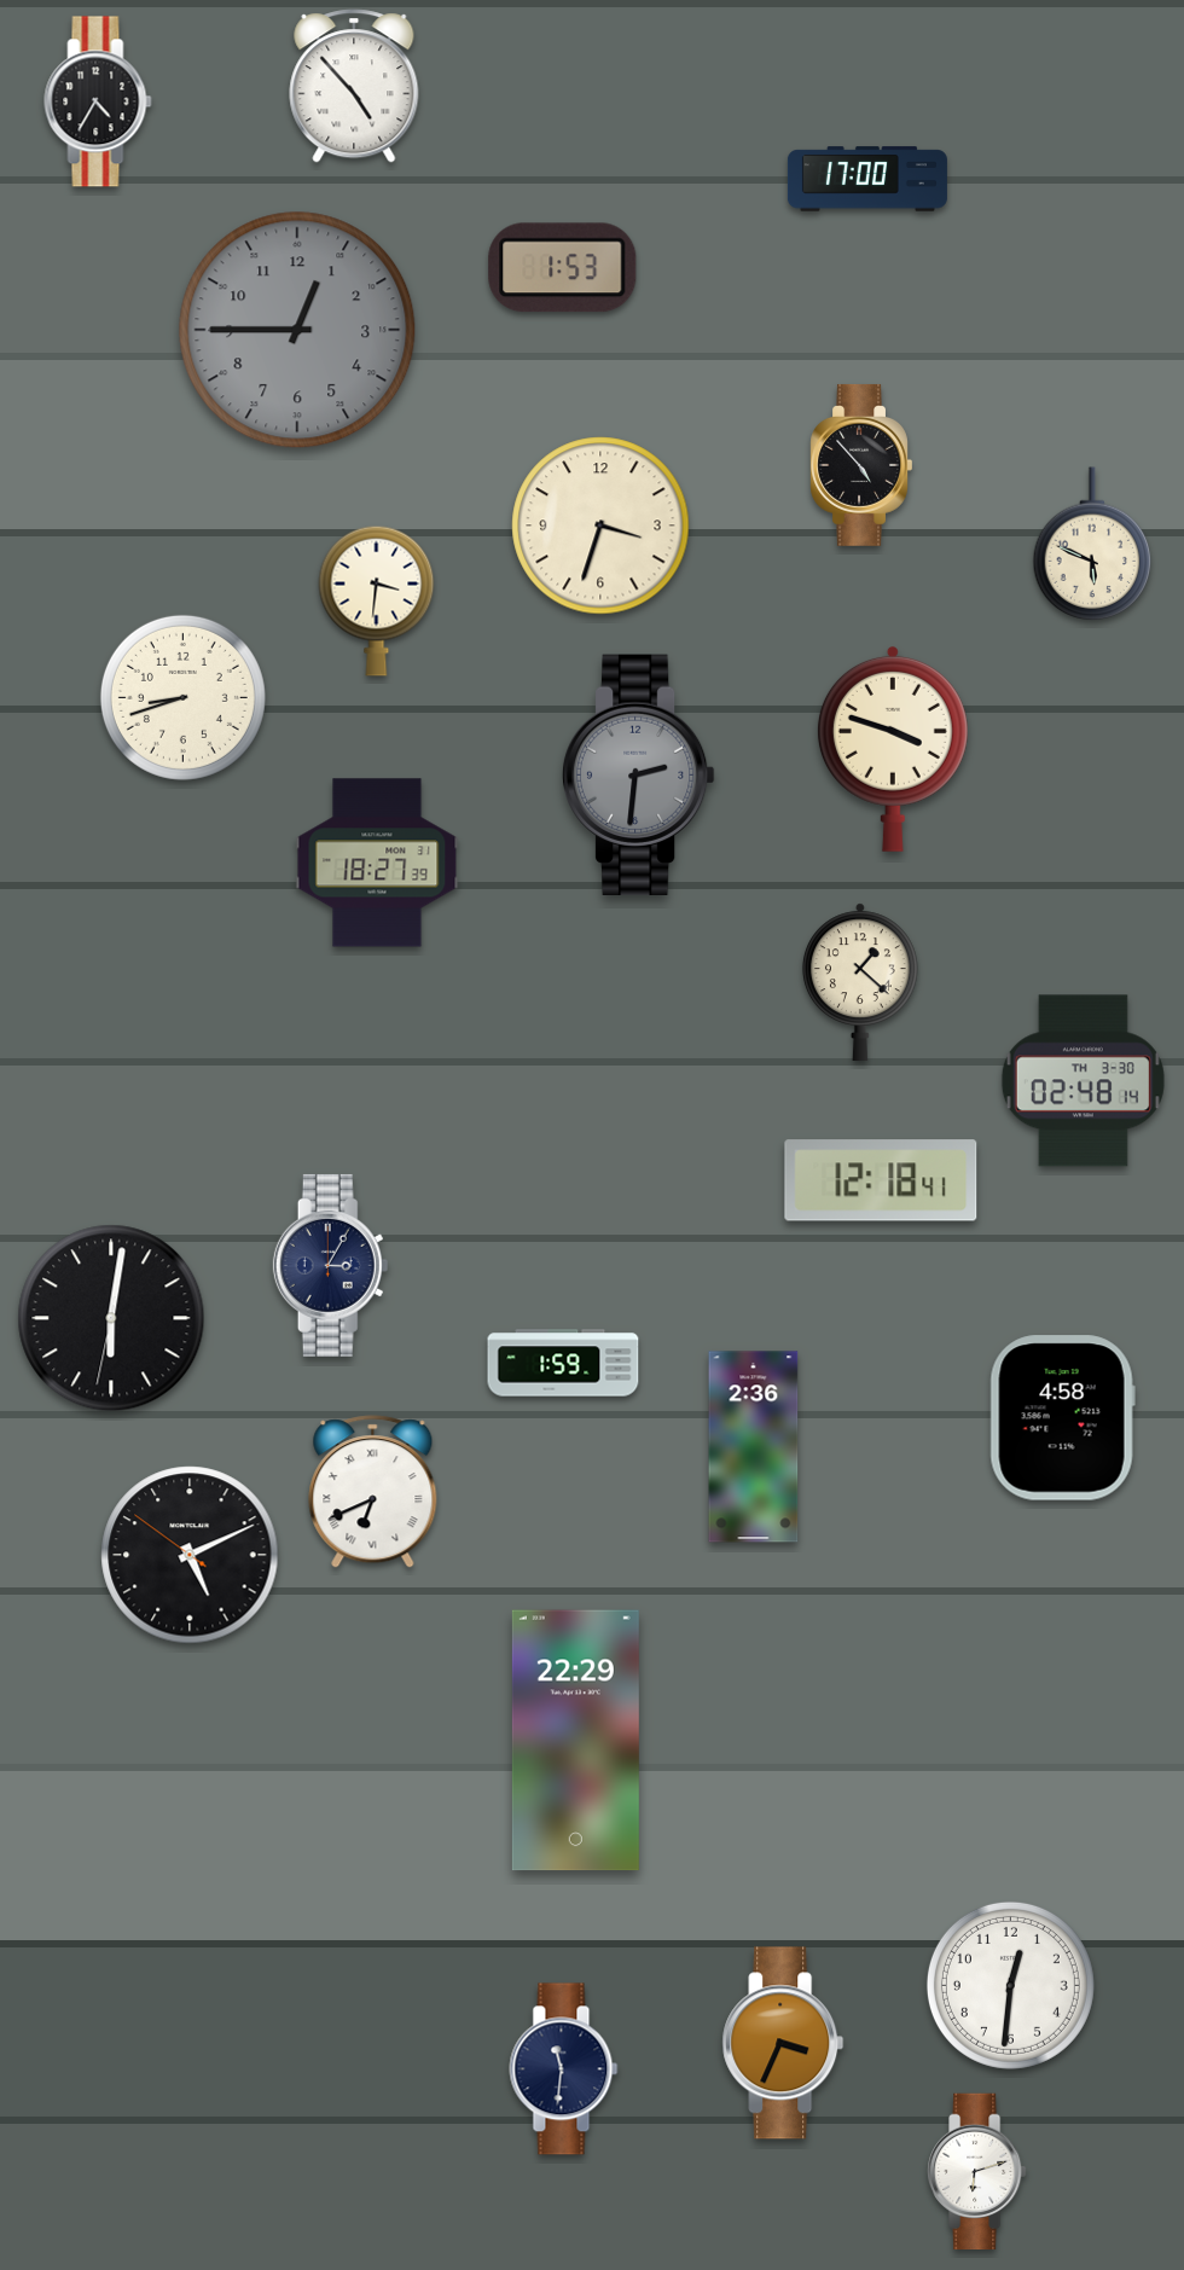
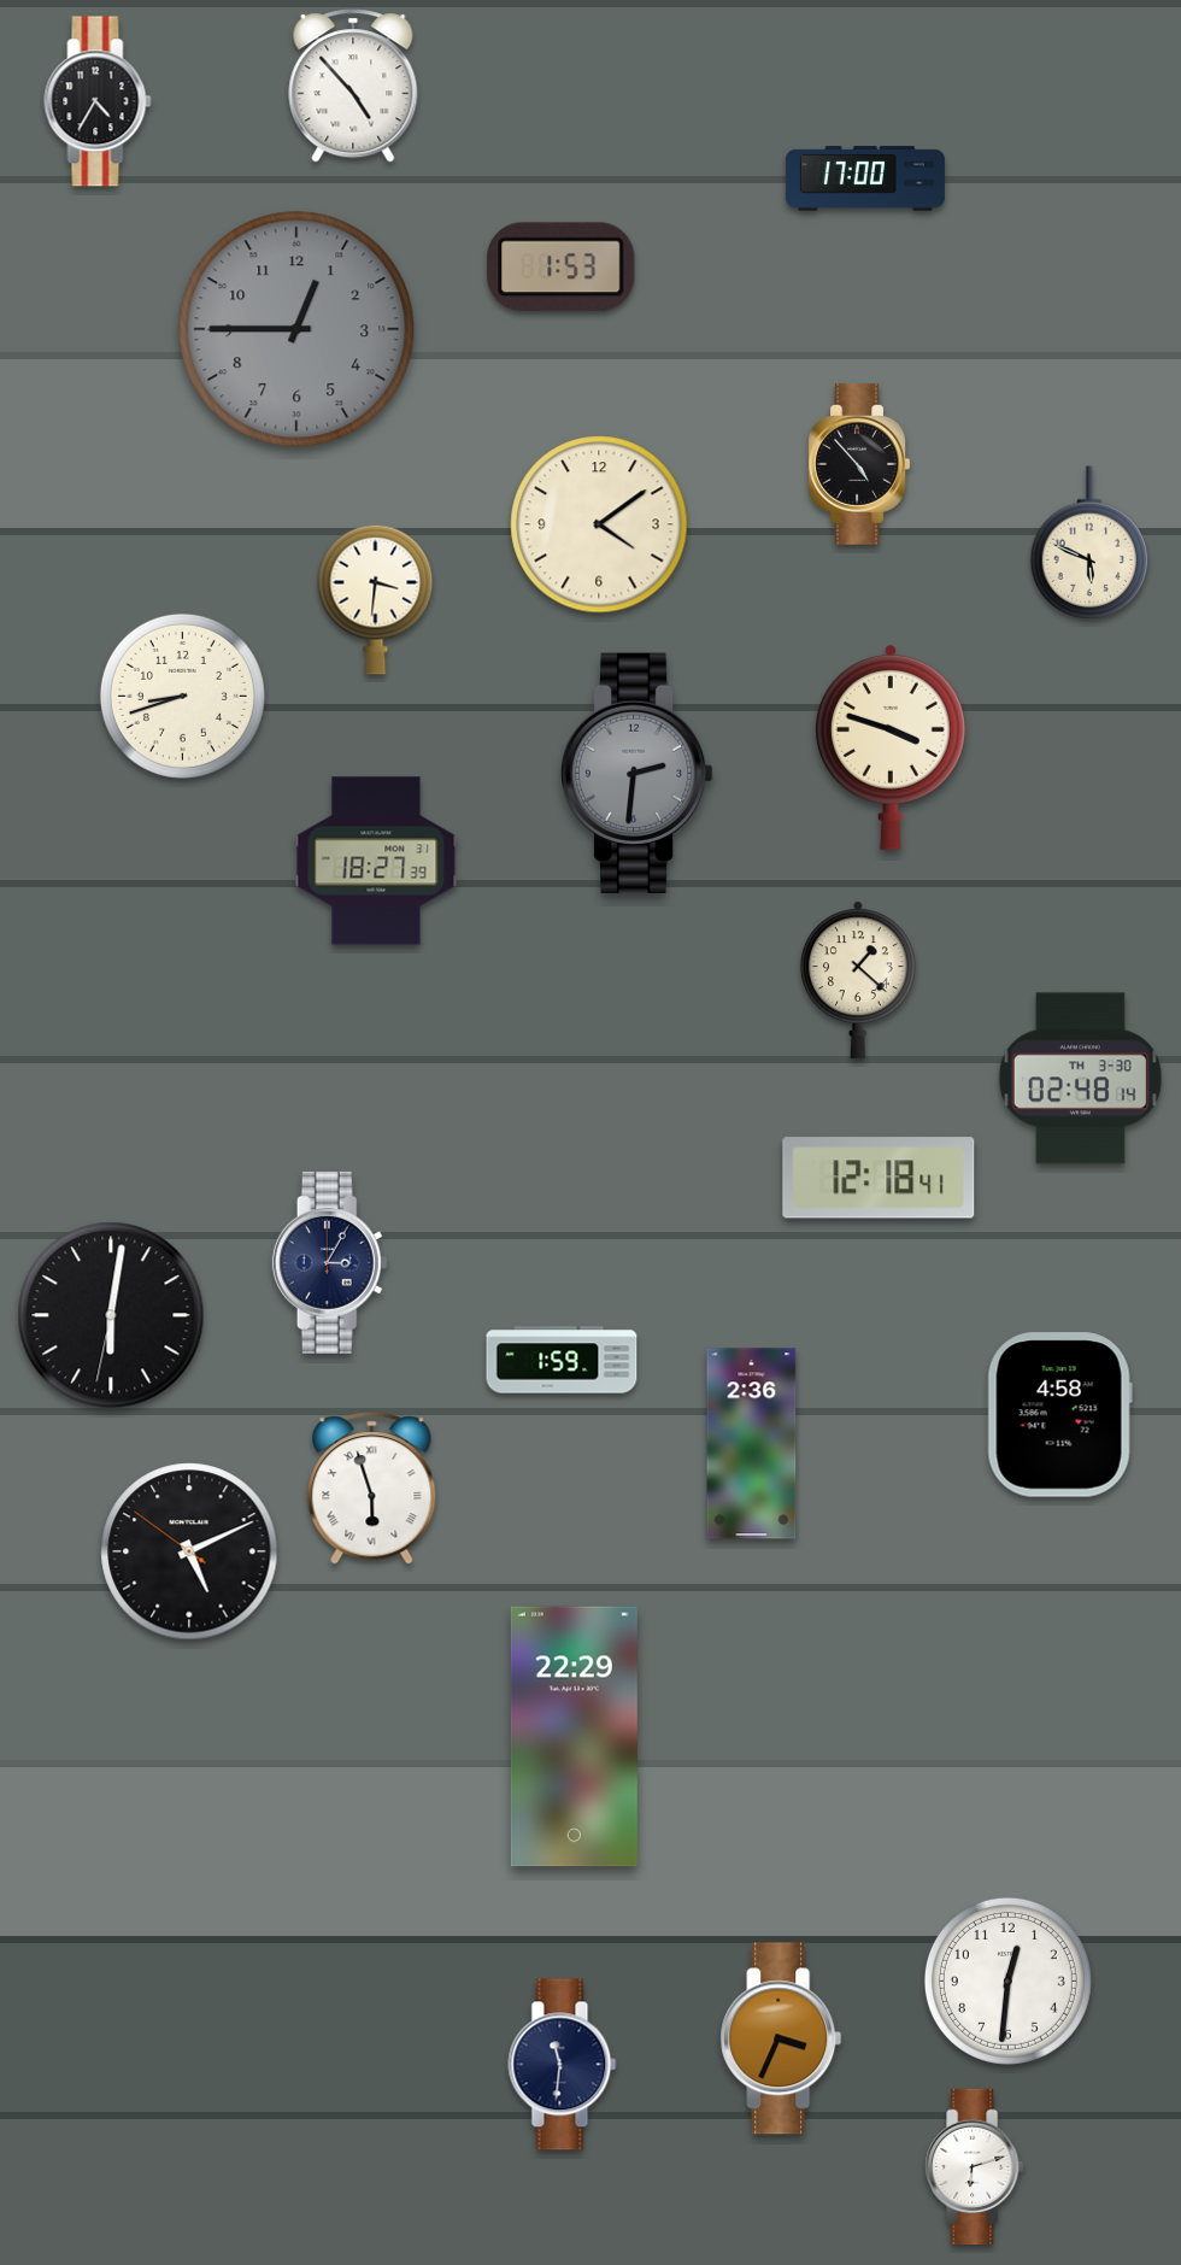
clock at (600, 526): 3:33 -> 4:09
clock at (373, 1492): 6:41 -> 5:57
